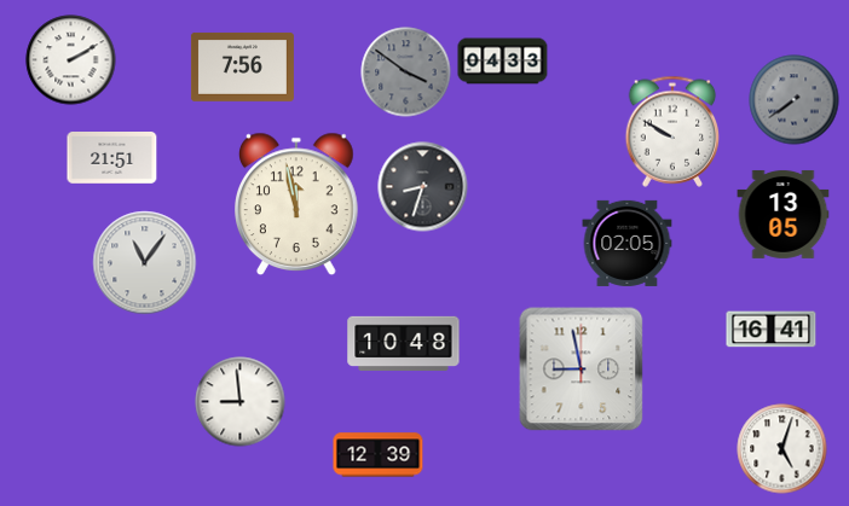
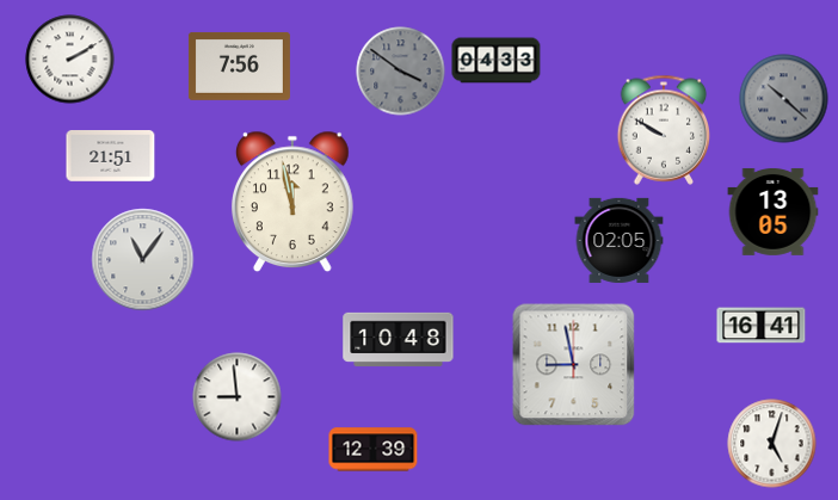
clock at (795, 100): 7:39 -> 10:22
clock at (423, 187): 8:33 -> none
